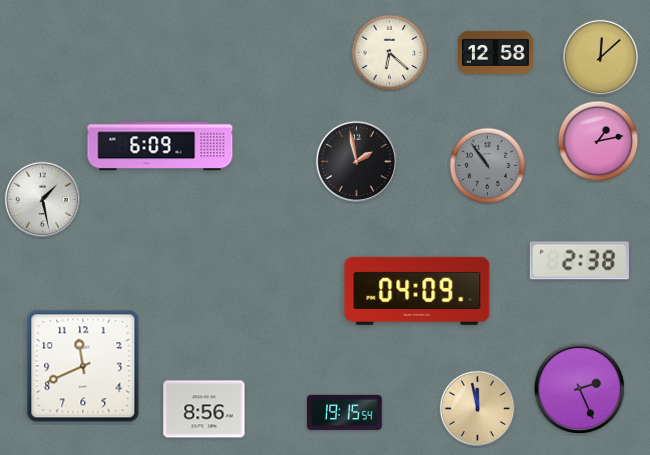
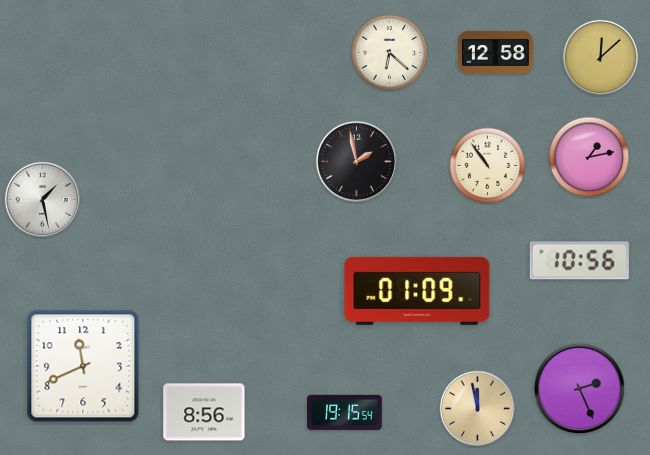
clock at (598, 141) position: (598, 141) -> (589, 157)
clock at (160, 146): 6:09 -> none
clock at (488, 166) dial: grey -> cream
clock at (579, 261): 2:38 -> 10:56
clock at (417, 291): 04:09 -> 01:09
clock at (204, 409) position: (204, 409) -> (204, 412)
